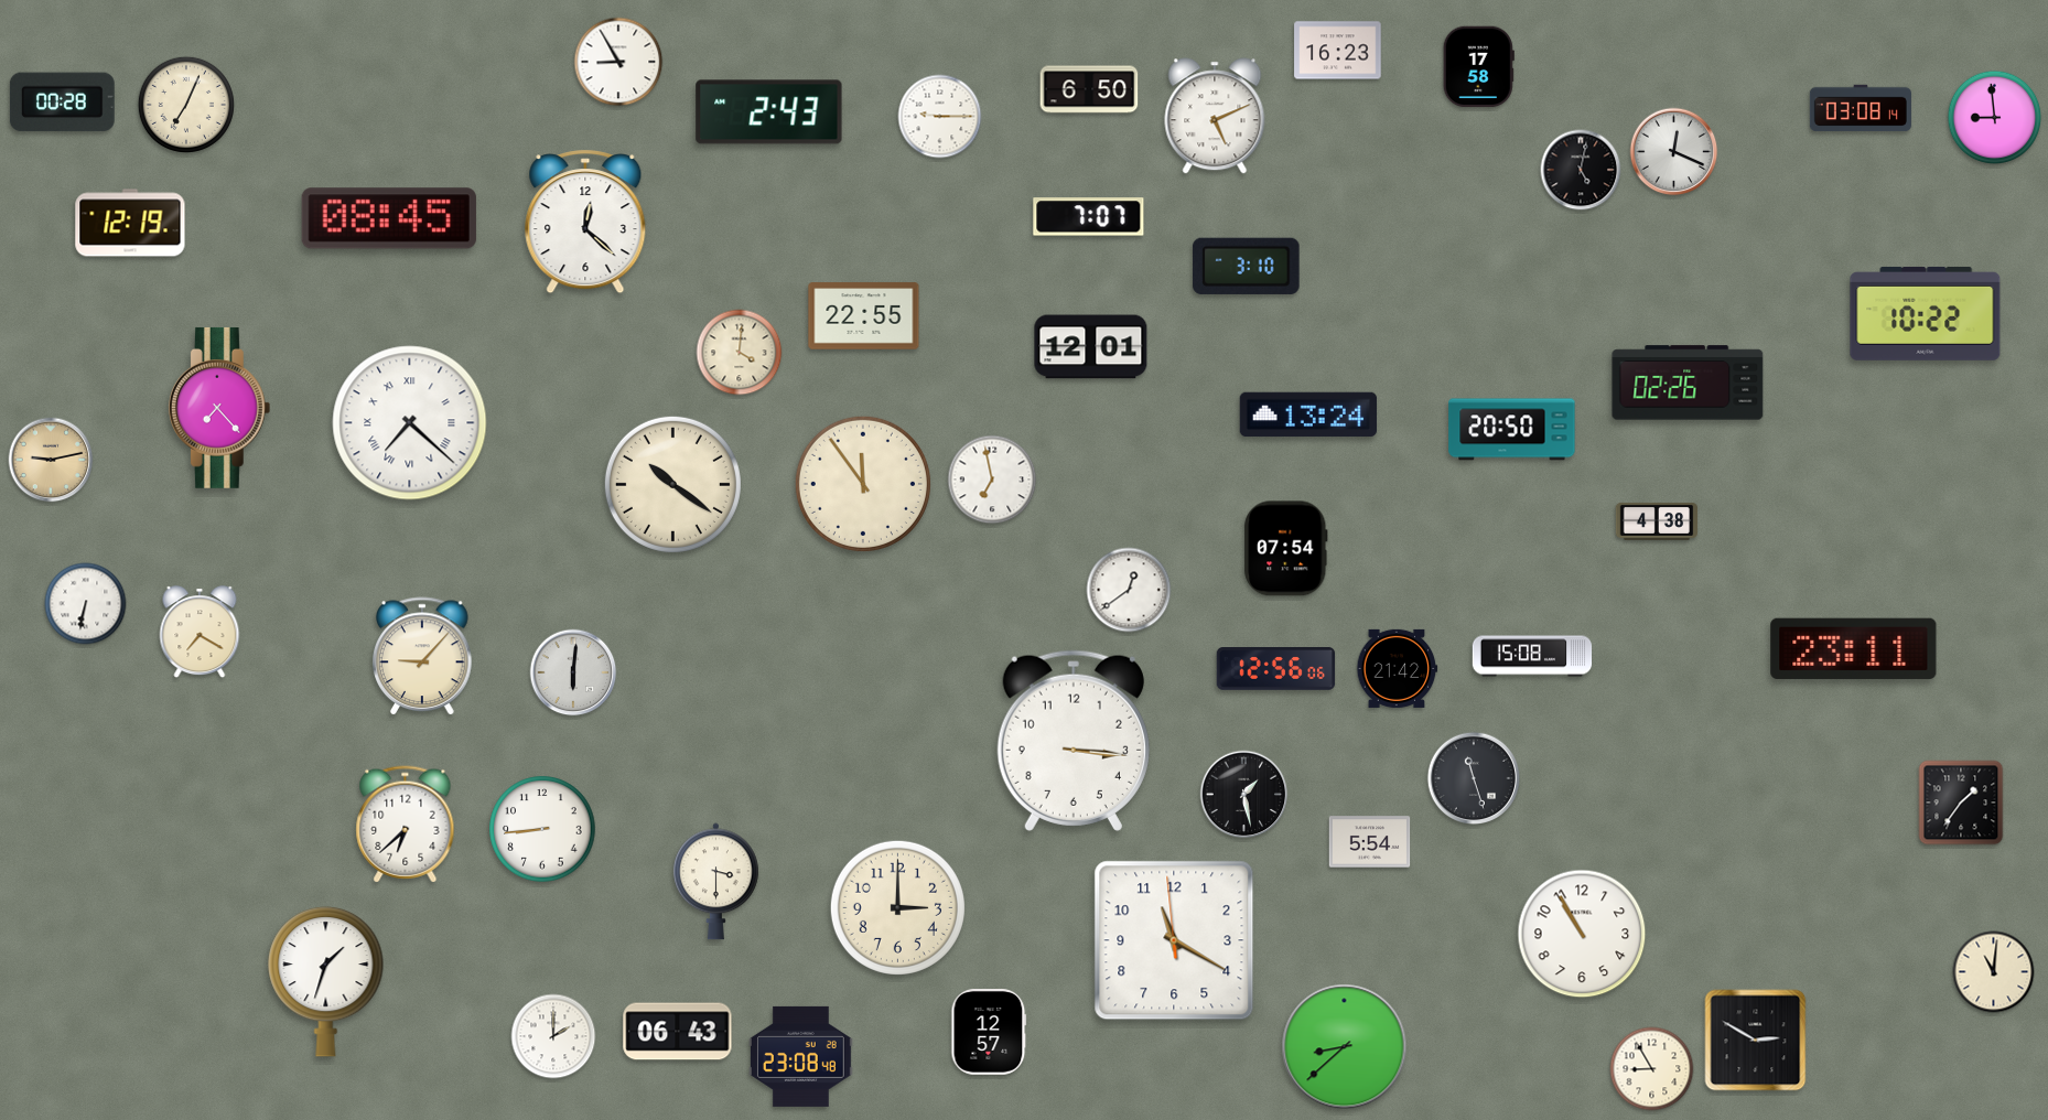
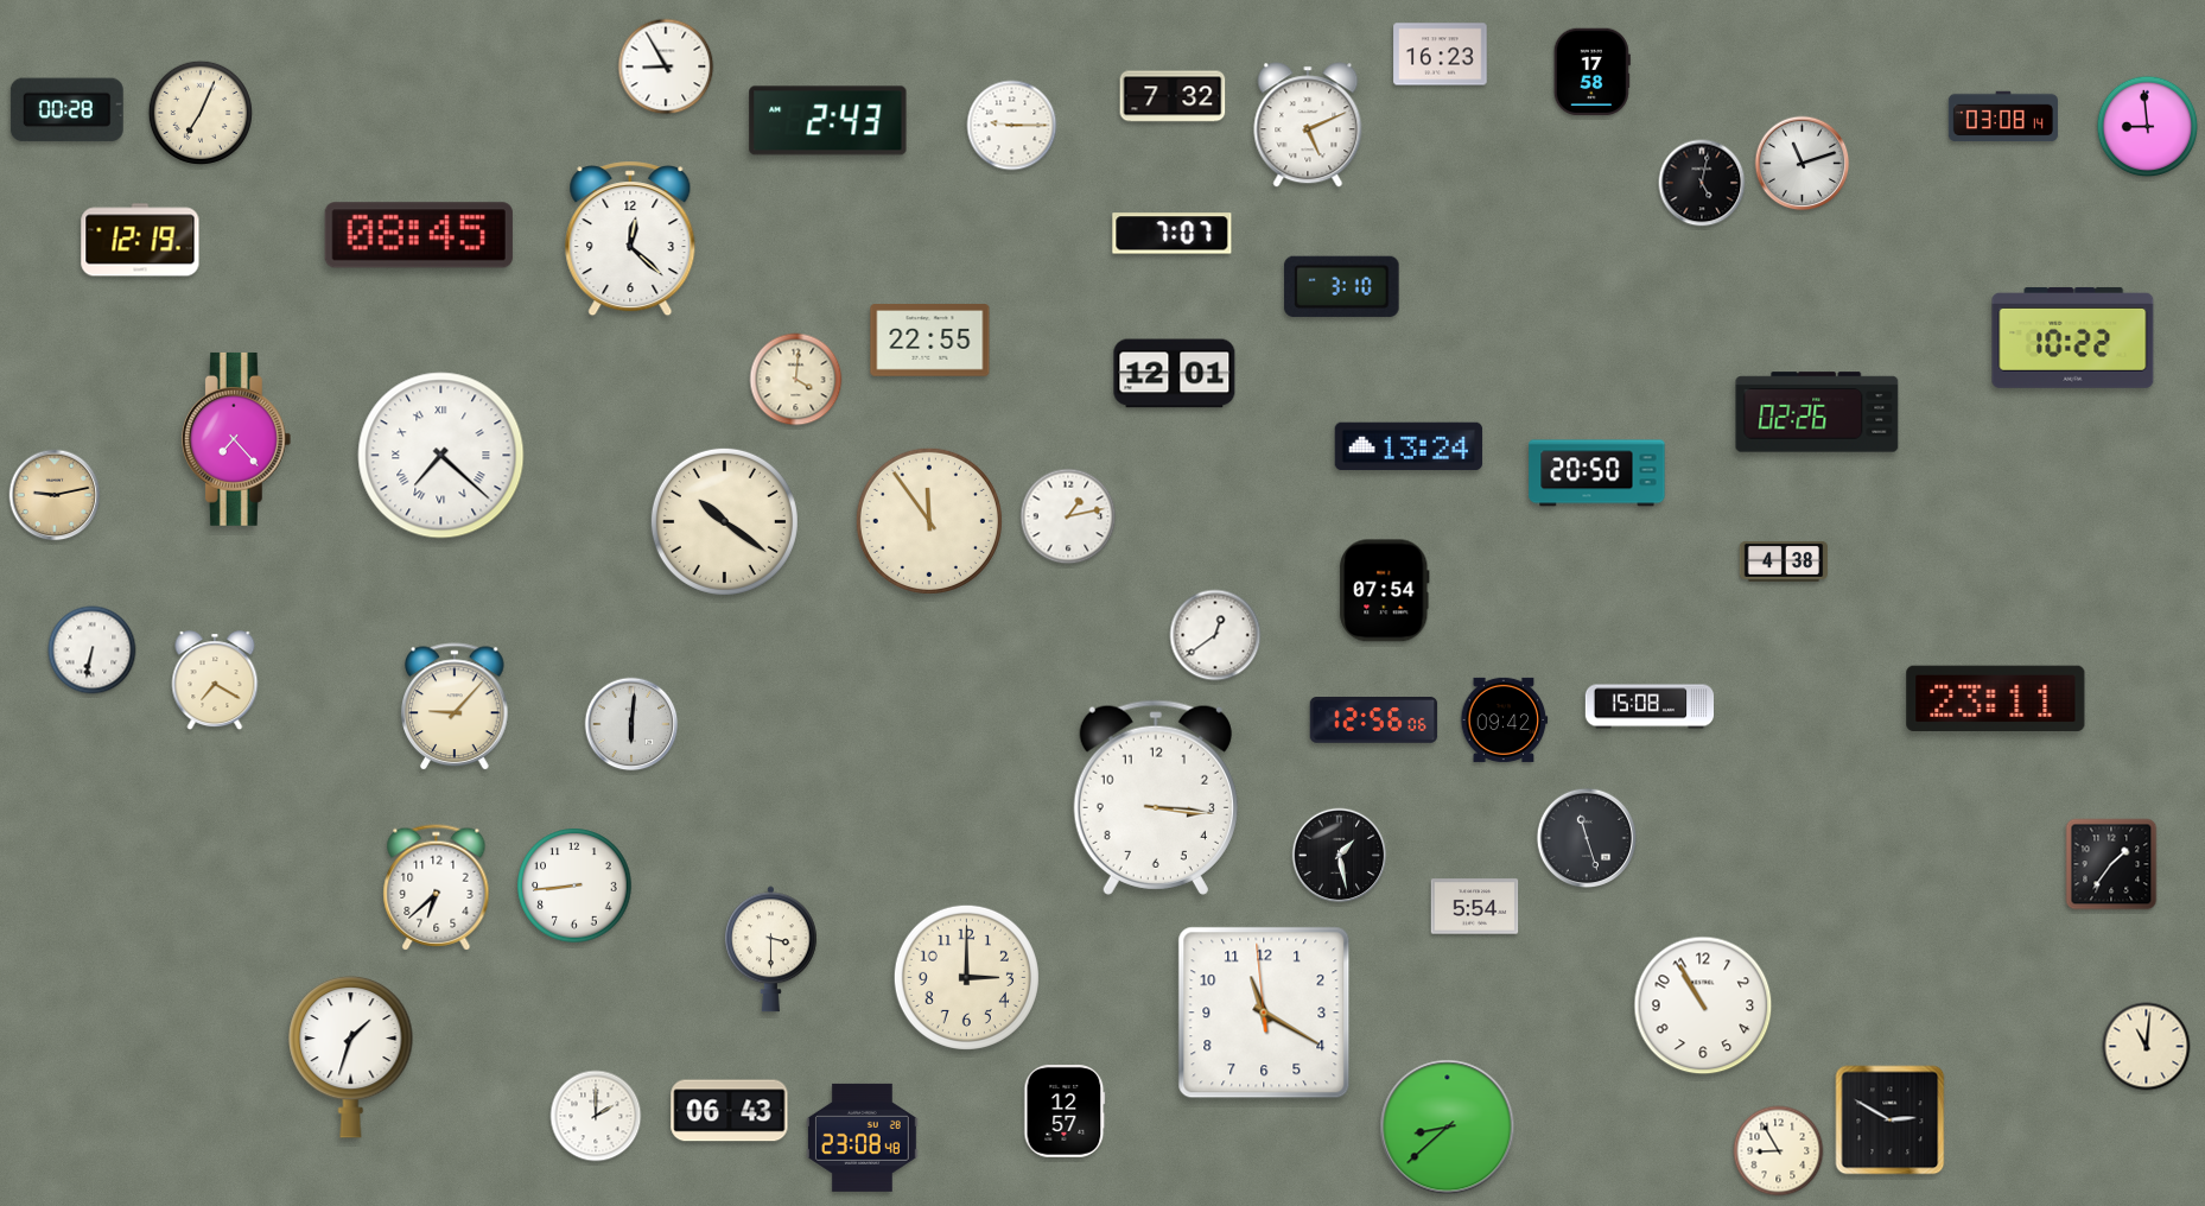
clock at (1089, 89): 6:50 -> 7:32
clock at (1674, 152): 12:19 -> 11:12
clock at (1512, 430) position: (1512, 430) -> (1597, 474)
clock at (992, 480): 6:58 -> 1:13
clock at (1398, 668): 21:42 -> 09:42
clock at (573, 672) position: (573, 672) -> (631, 724)
clock at (542, 829) position: (542, 829) -> (574, 886)
